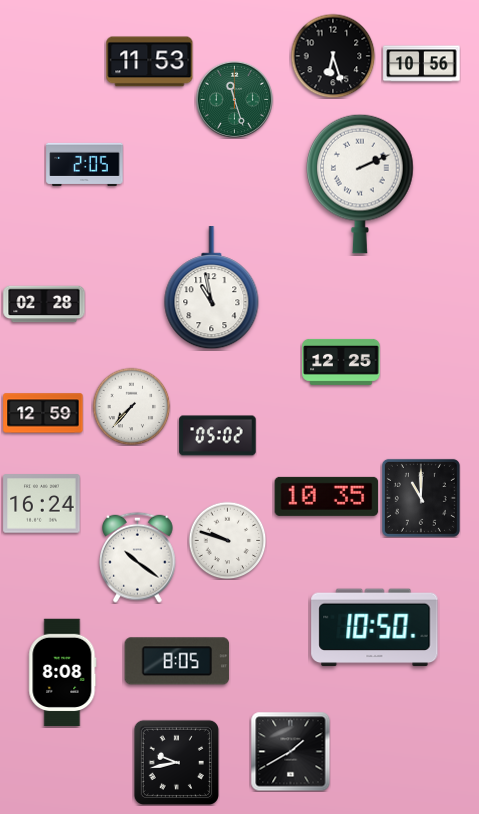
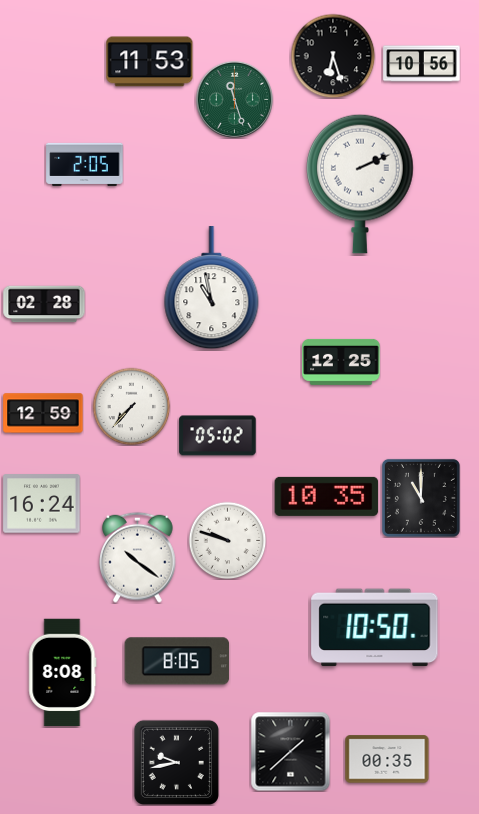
clock at (290, 751): 1:40 -> 1:38
clock at (387, 759): none -> 00:35
